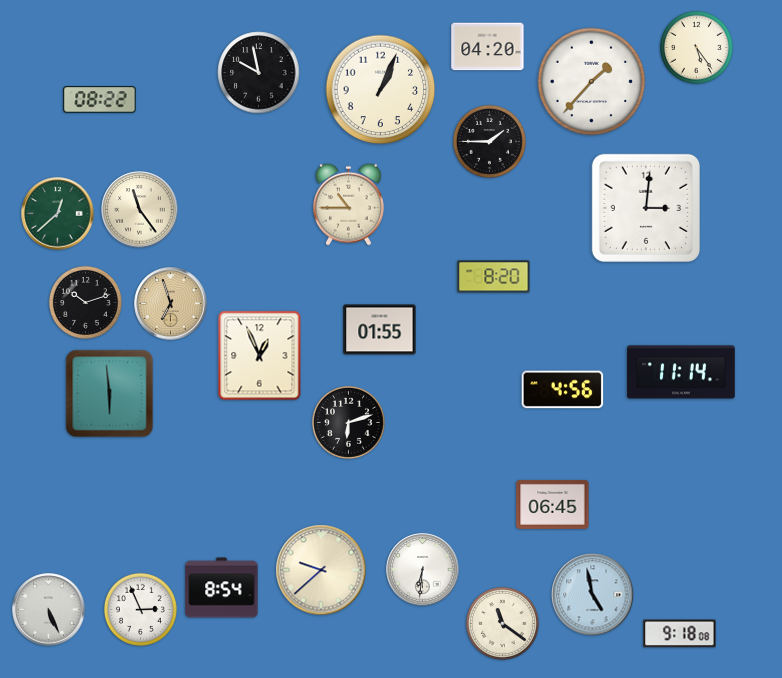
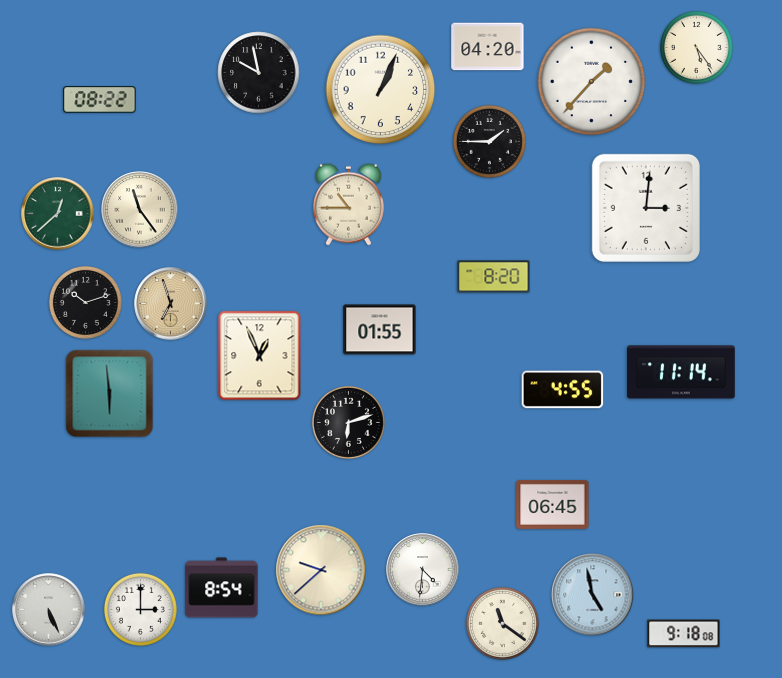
clock at (563, 390): 4:56 -> 4:55
clock at (423, 570): 6:31 -> 4:31
clock at (140, 609): 2:56 -> 3:00
clock at (680, 634) position: (680, 634) -> (684, 634)
